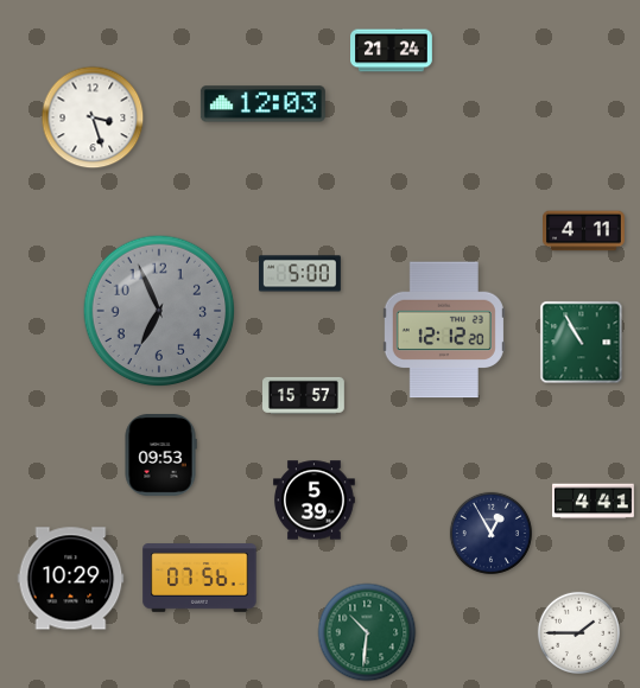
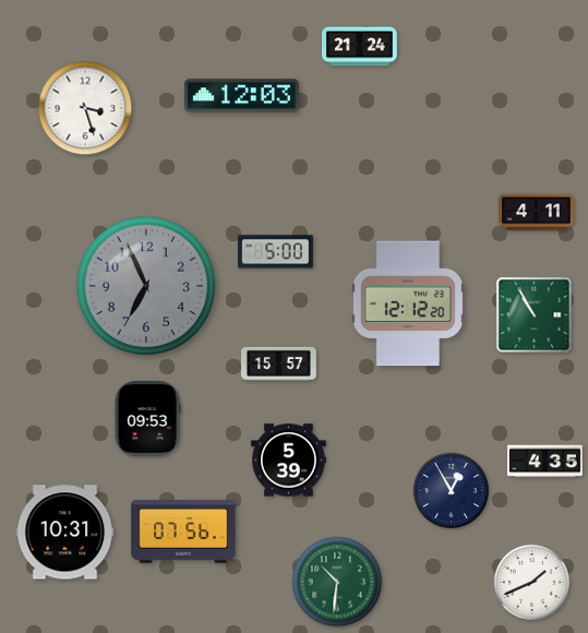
clock at (594, 502): 4:41 -> 4:35
clock at (71, 579): 10:29 -> 10:31
clock at (578, 632): 1:45 -> 1:41
